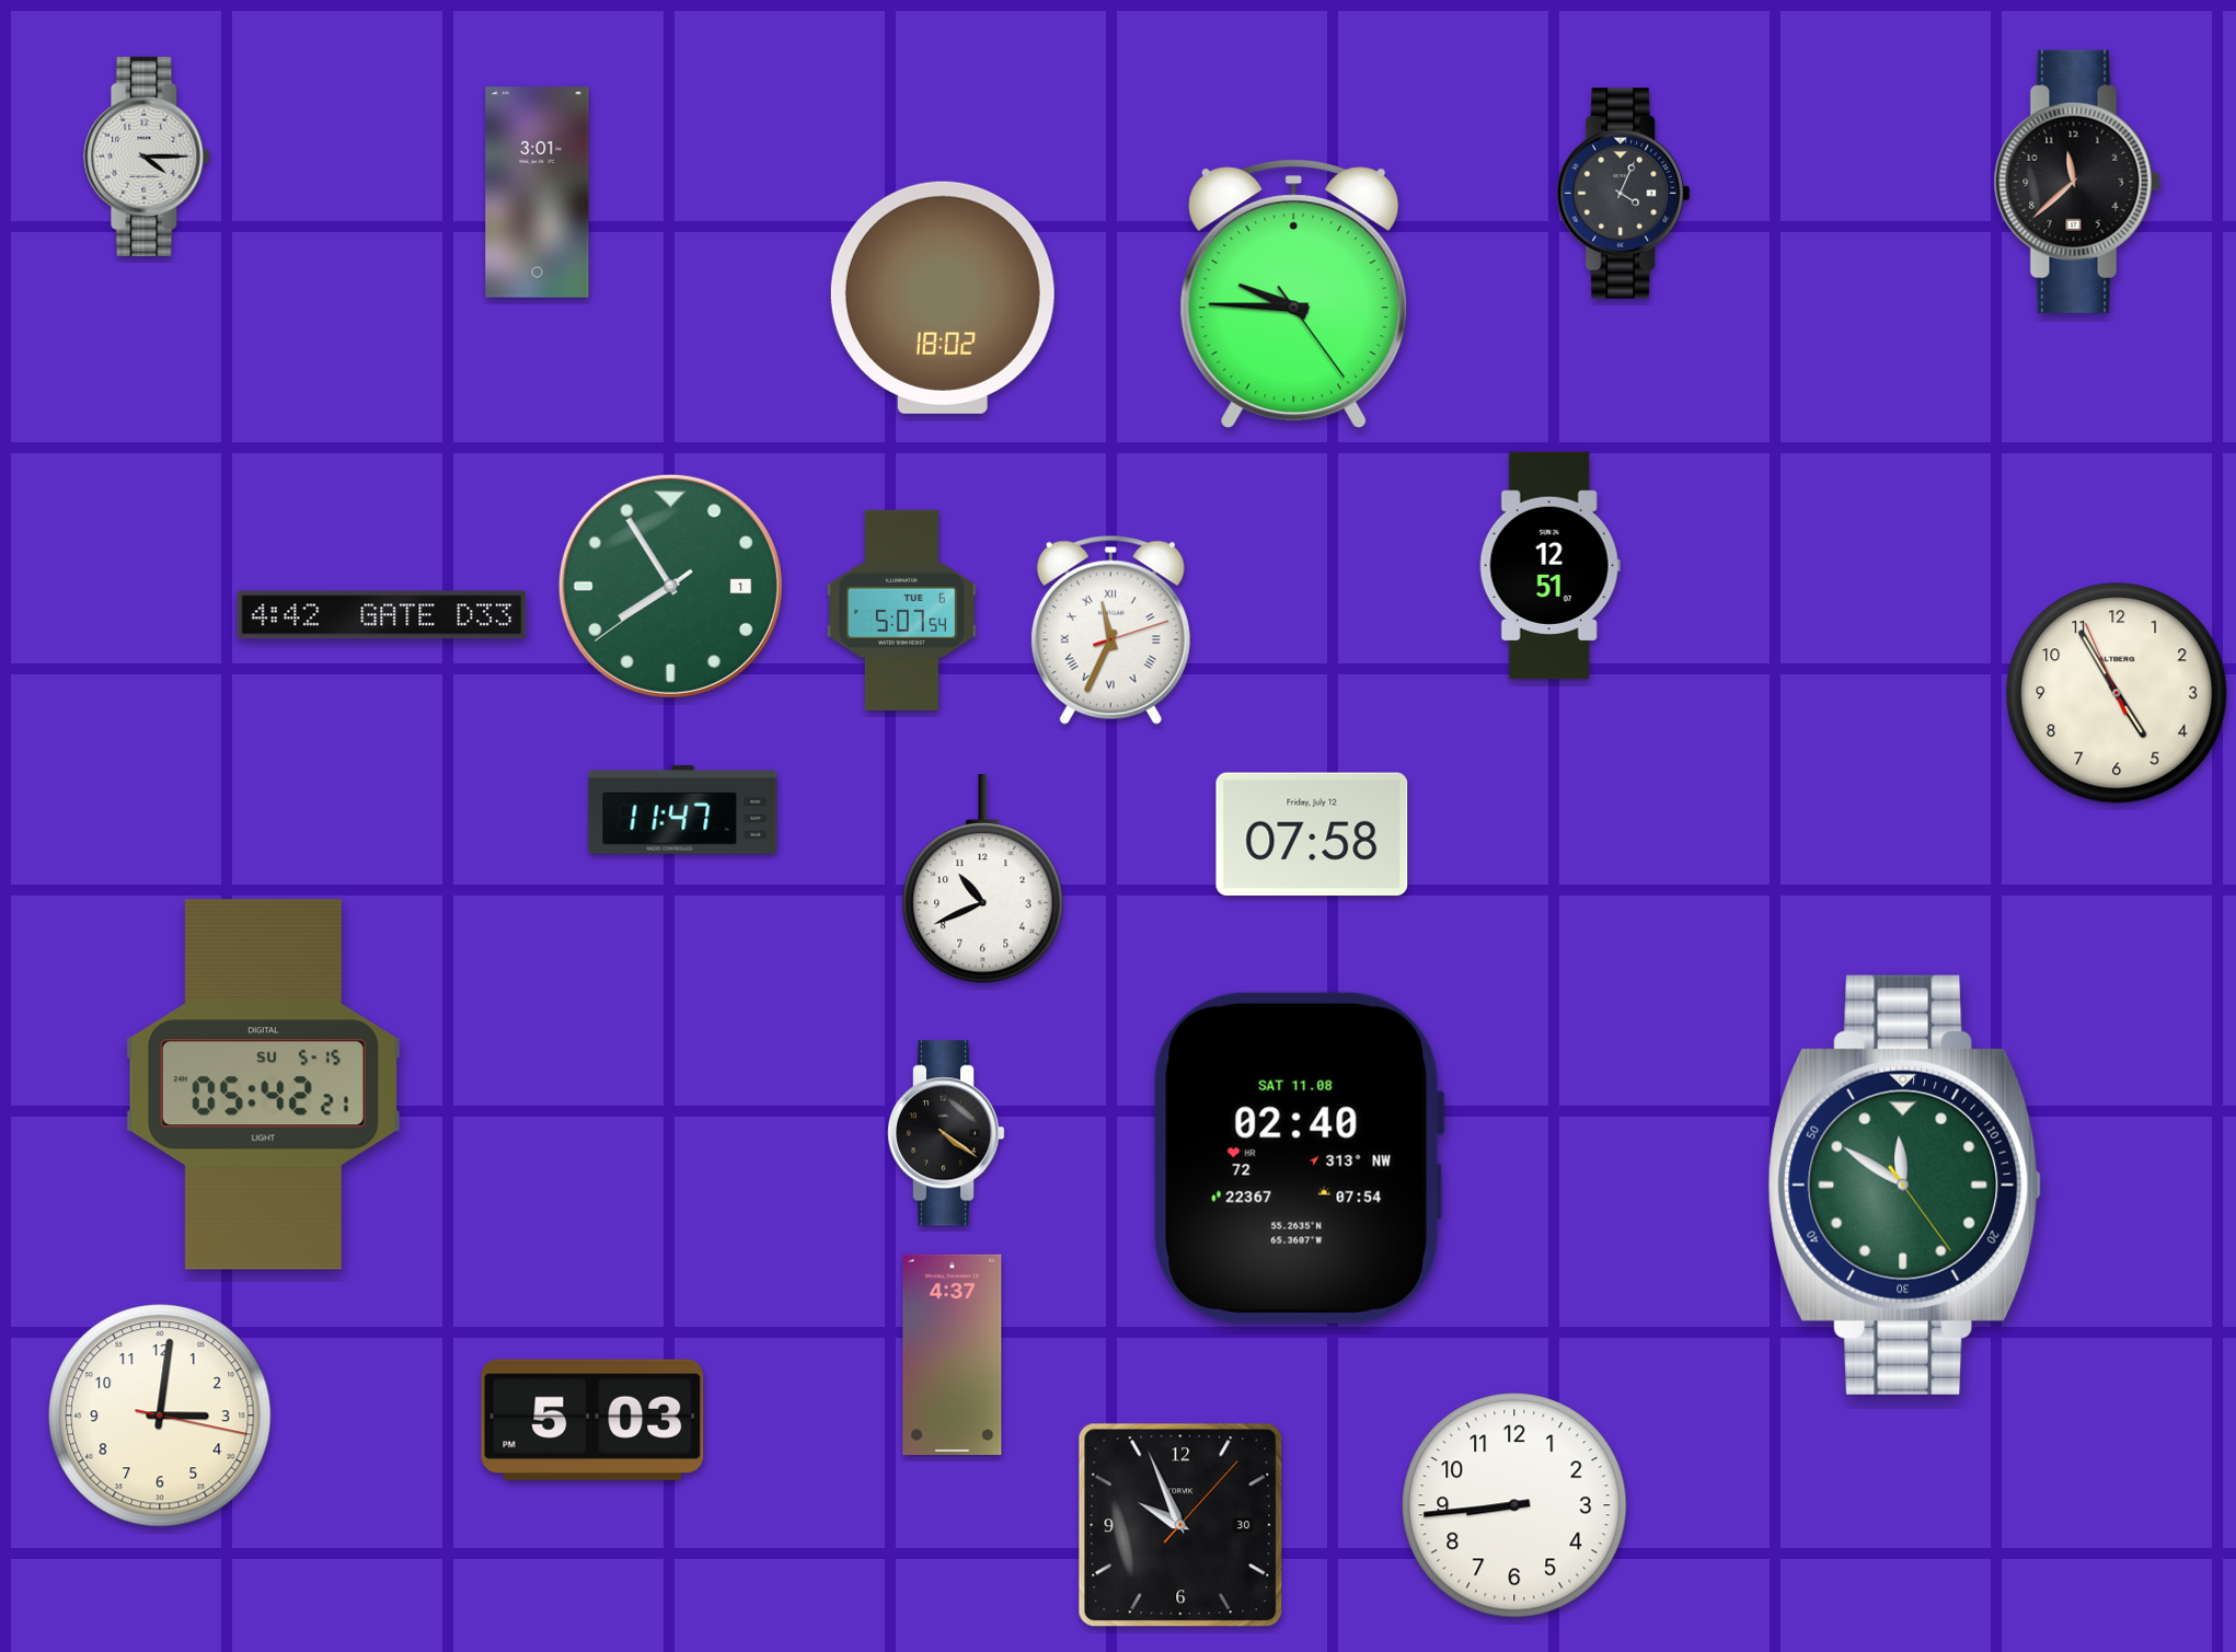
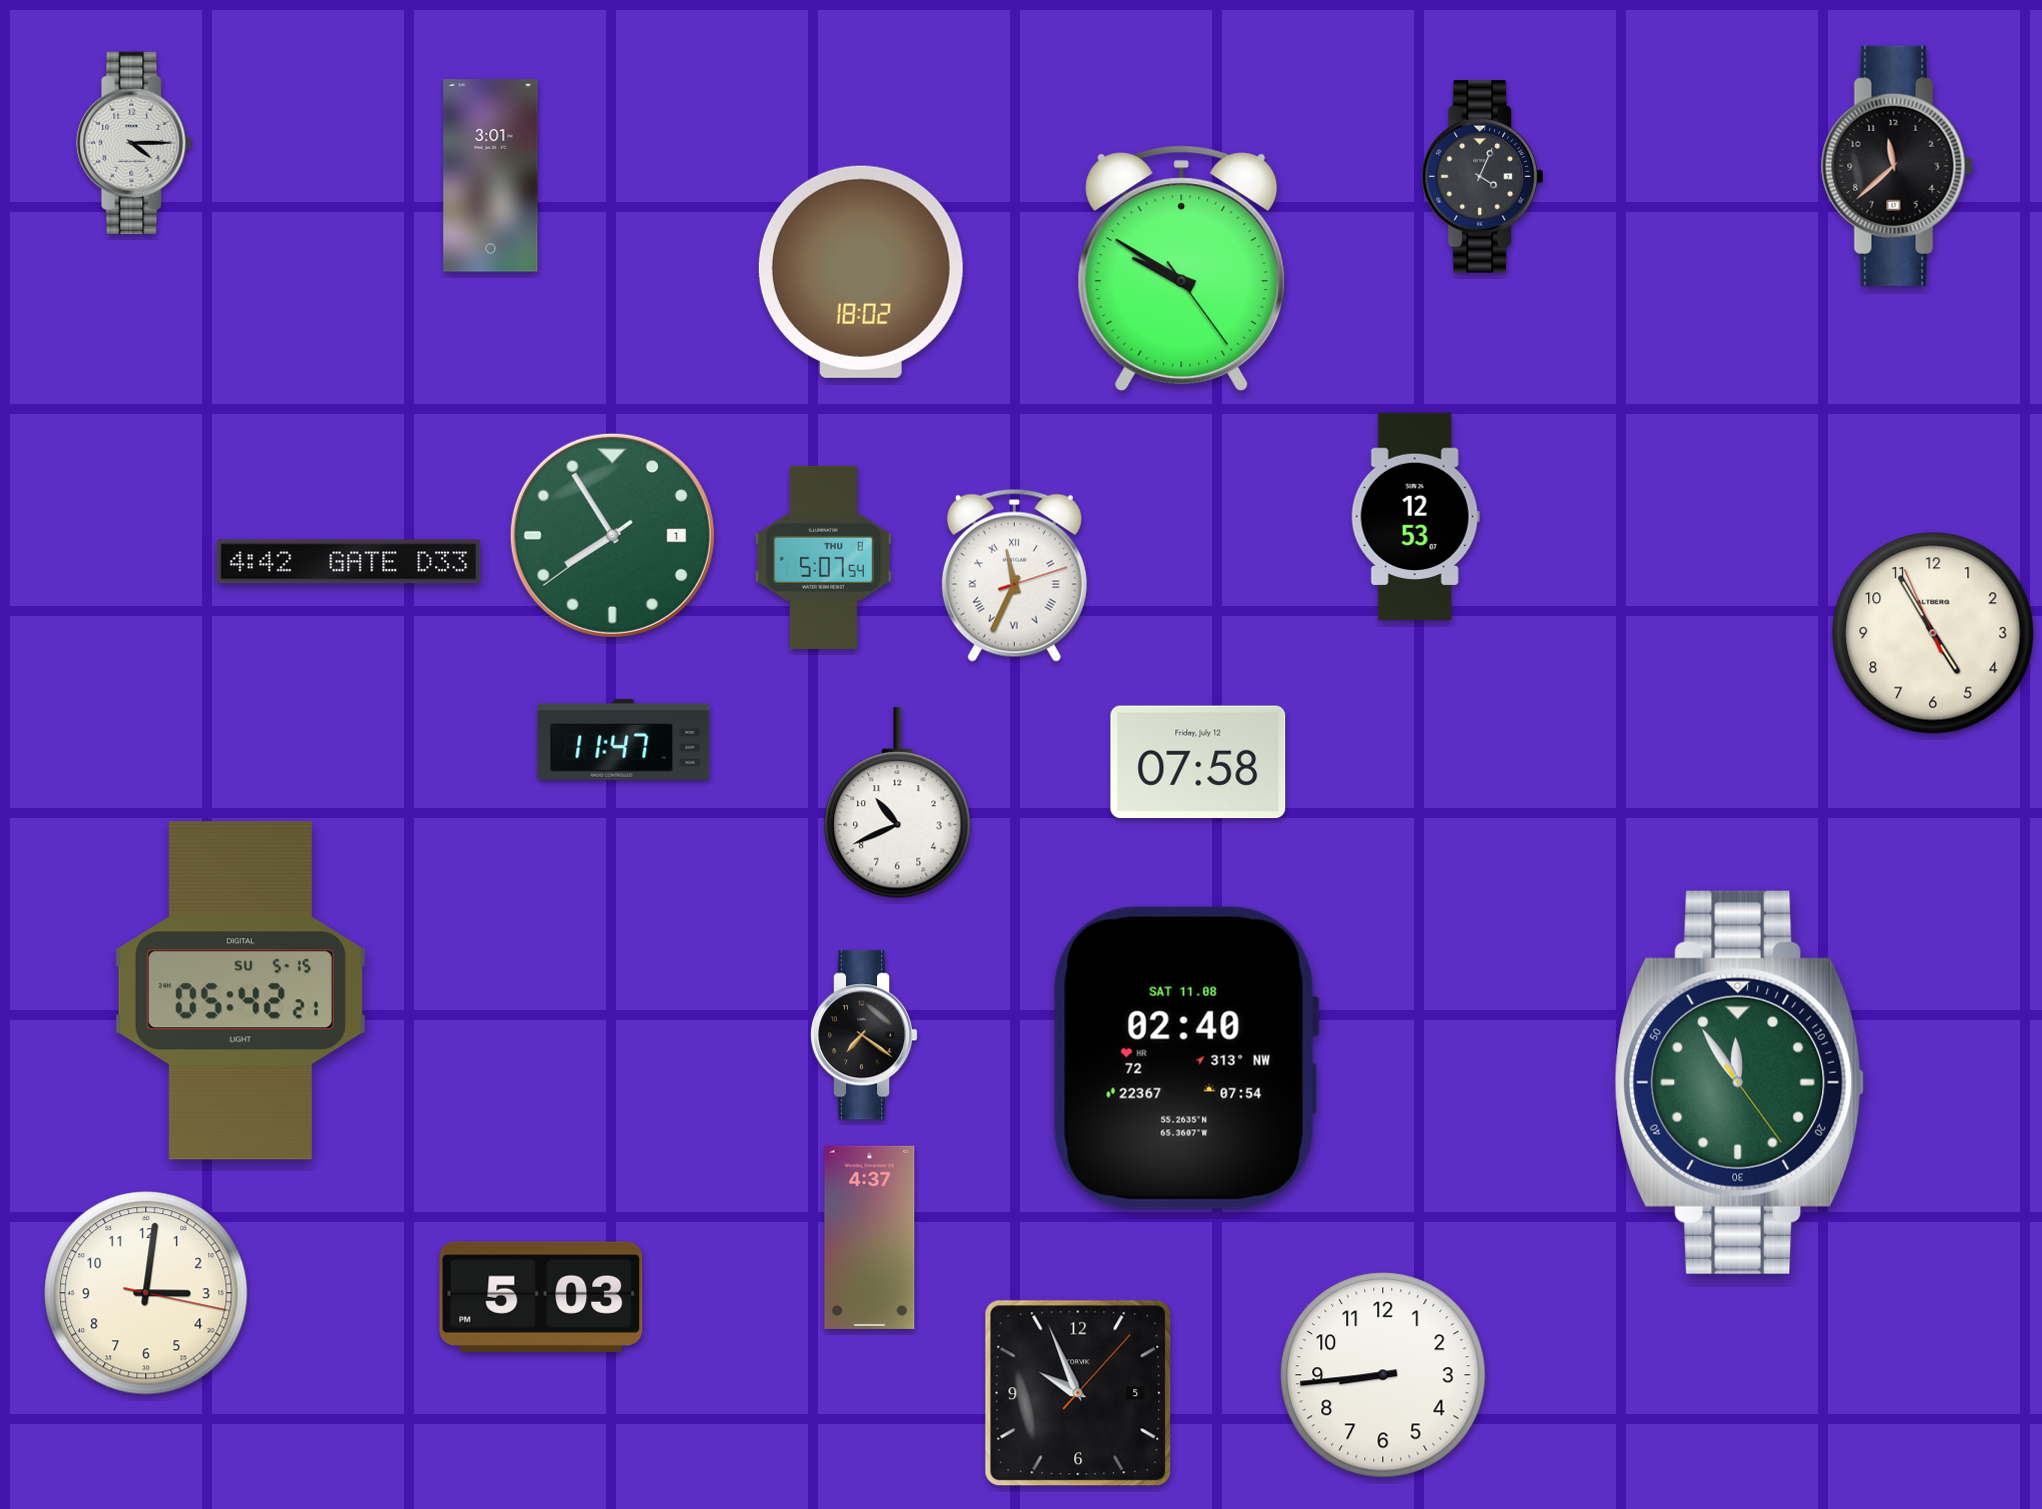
clock at (1294, 294): 9:45 -> 9:50
clock at (1549, 566): 12:51 -> 12:53
clock at (902, 610) date: TUE 6 -> THU 8
clock at (946, 1133): 4:21 -> 7:21
clock at (1905, 1185): 11:50 -> 11:54
clock at (1180, 1525) date: 30 -> 5
